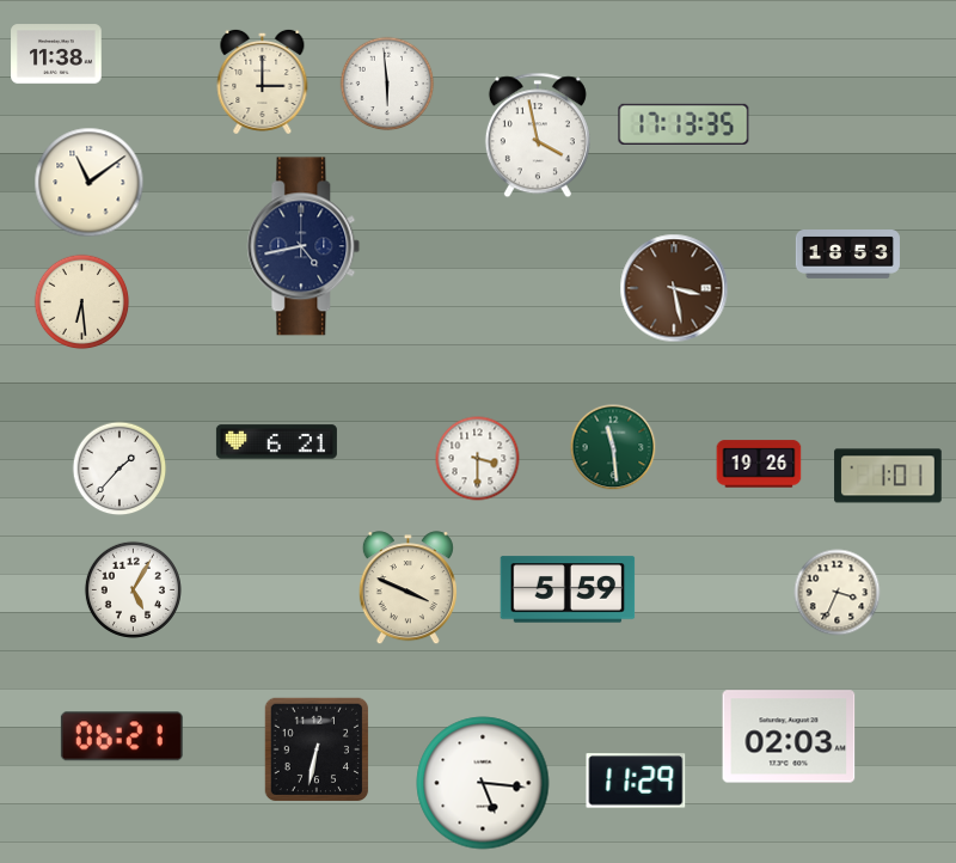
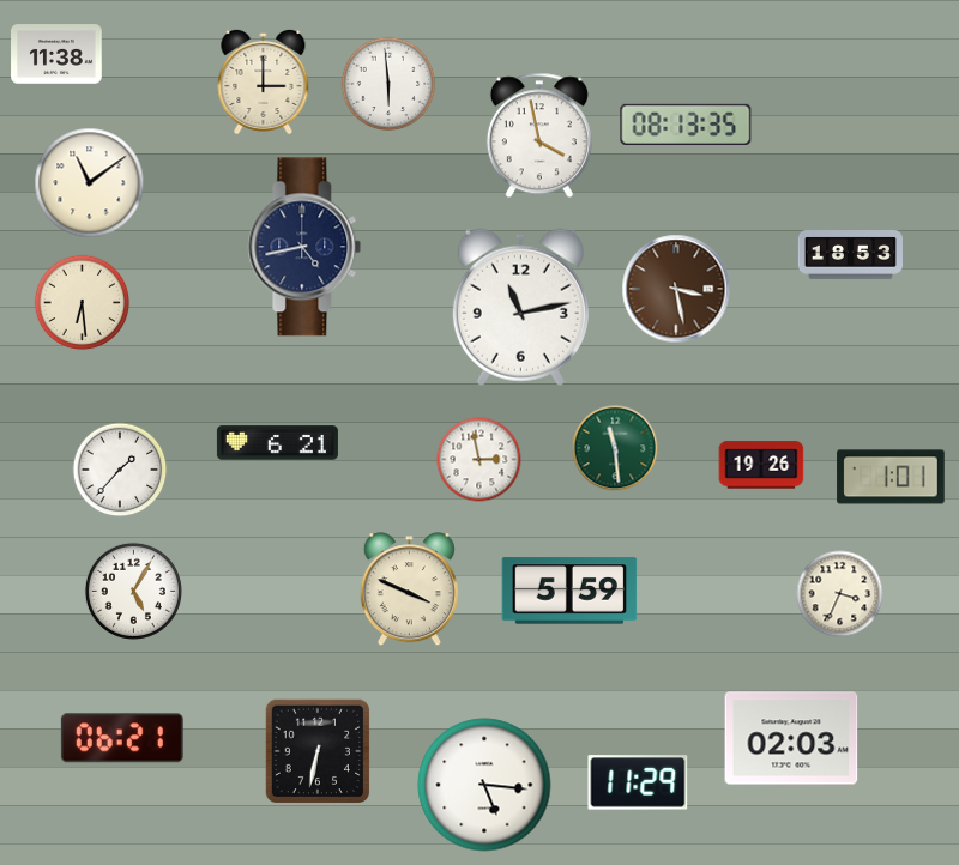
clock at (684, 124): 17:13 -> 08:13
clock at (520, 307): none -> 11:13
clock at (478, 459): 3:30 -> 2:58
